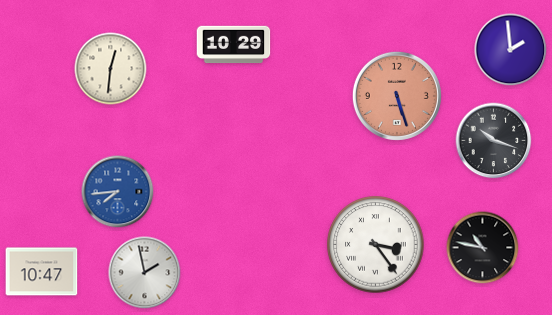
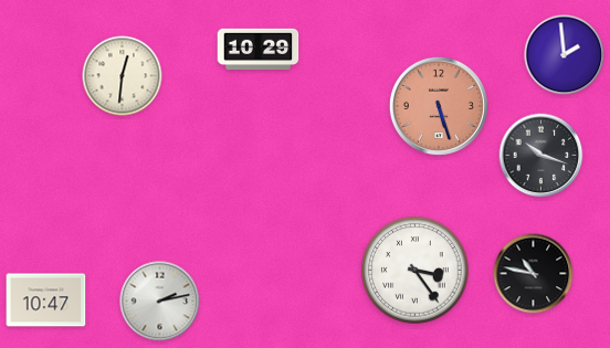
clock at (494, 141) position: (494, 141) -> (541, 156)
clock at (118, 192): 7:44 -> none
clock at (145, 273): 1:58 -> 2:13
